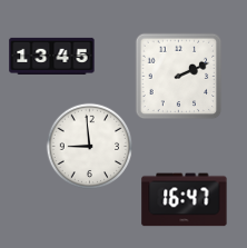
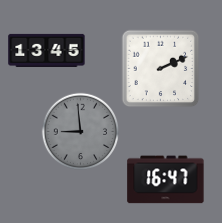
clock at (89, 146) dial: white -> grey
